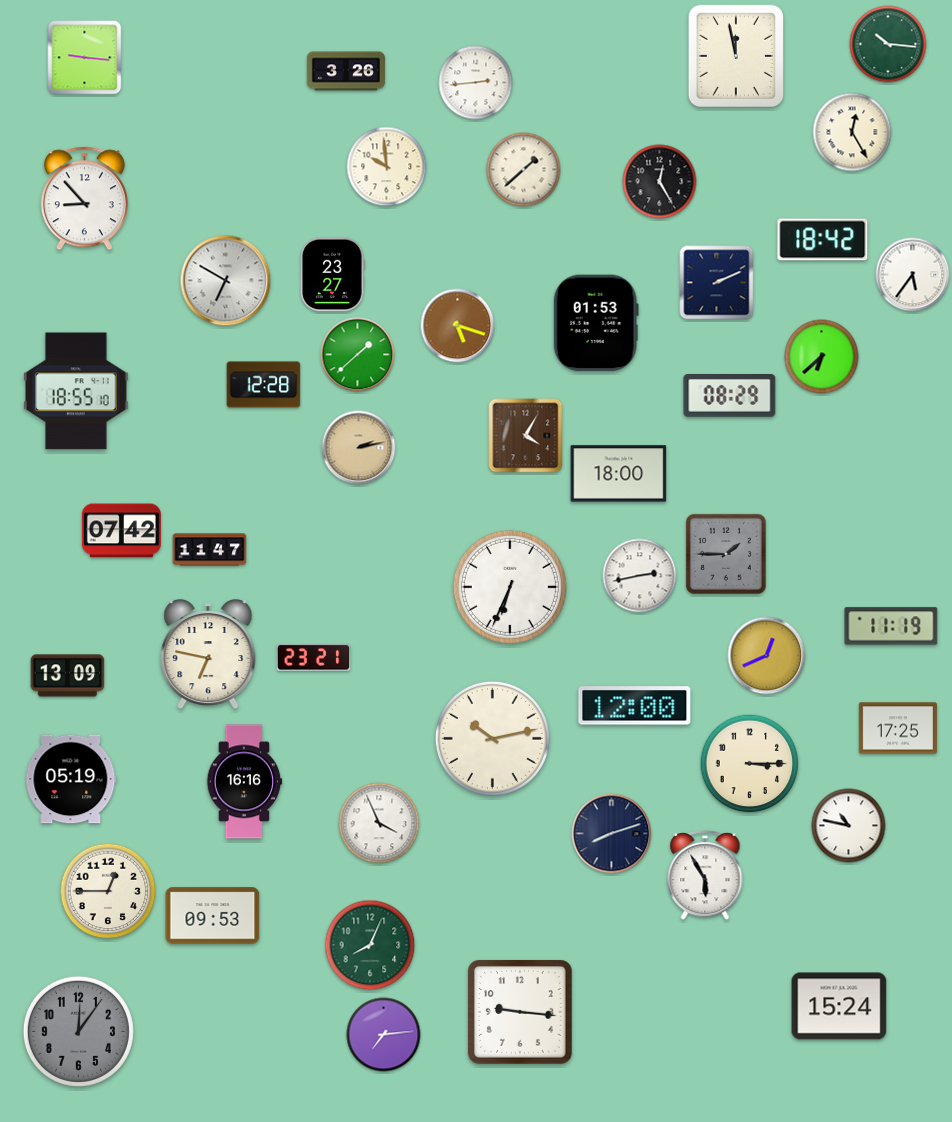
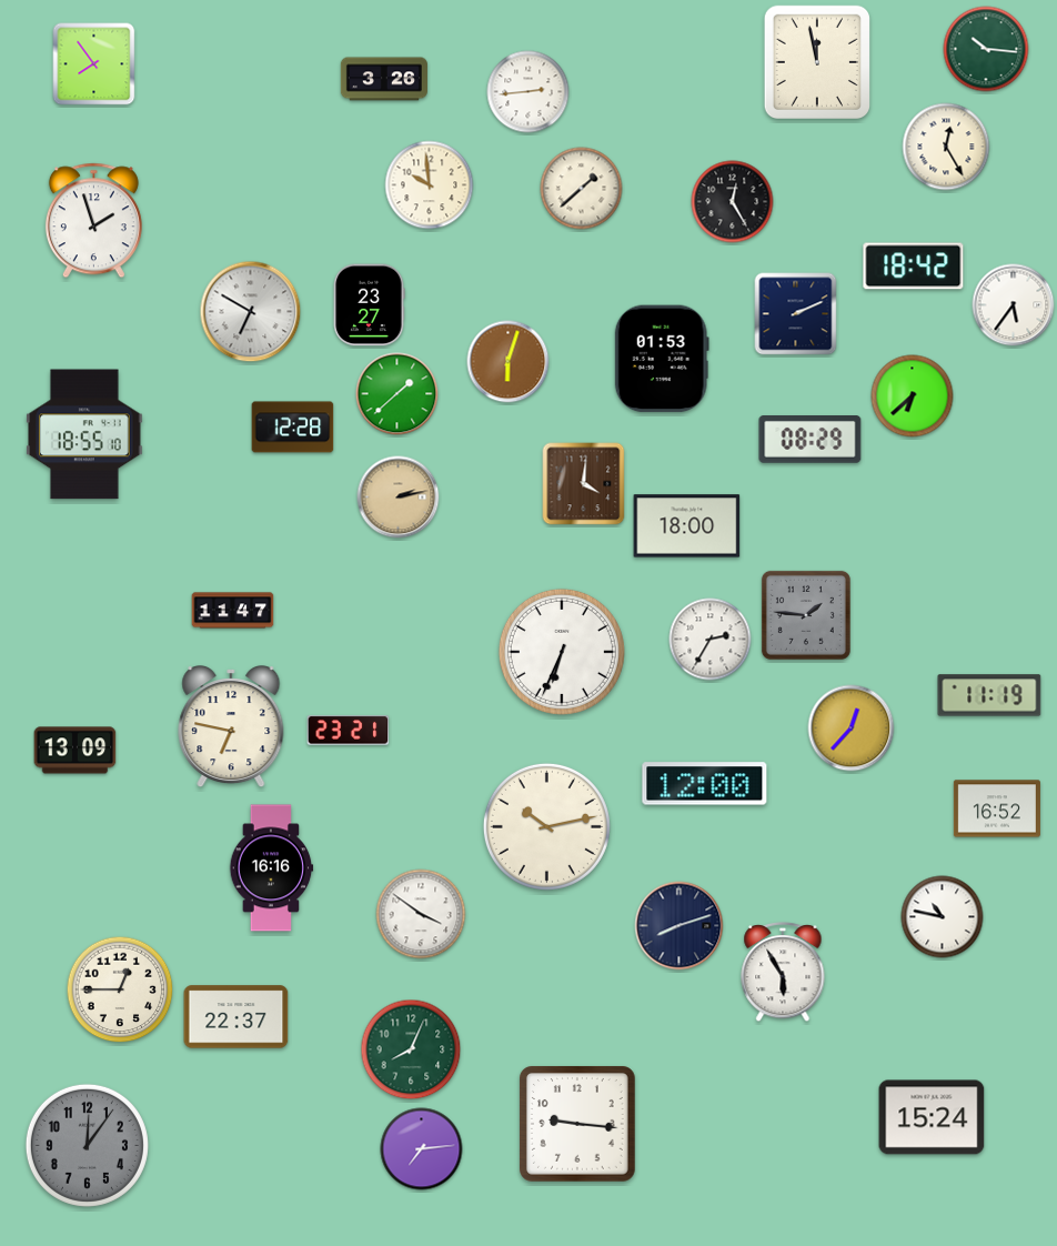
clock at (85, 58): 9:16 -> 7:54
clock at (84, 199): 8:53 -> 1:57
clock at (458, 326): 5:18 -> 6:03
clock at (526, 436): 4:05 -> 4:01
clock at (121, 531): 07:42 -> none
clock at (726, 554): 1:45 -> 1:46
clock at (640, 576): 2:43 -> 2:35
clock at (510, 587) position: (510, 587) -> (562, 652)
clock at (767, 656): 12:41 -> 12:37
clock at (898, 728): 17:25 -> 16:52
clock at (492, 738) position: (492, 738) -> (546, 826)
clock at (750, 764): 3:15 -> none
clock at (71, 779): 05:19 -> none
clock at (379, 823): 3:56 -> 3:51
clock at (213, 916): 09:53 -> 22:37
clock at (384, 1035) position: (384, 1035) -> (422, 1149)
